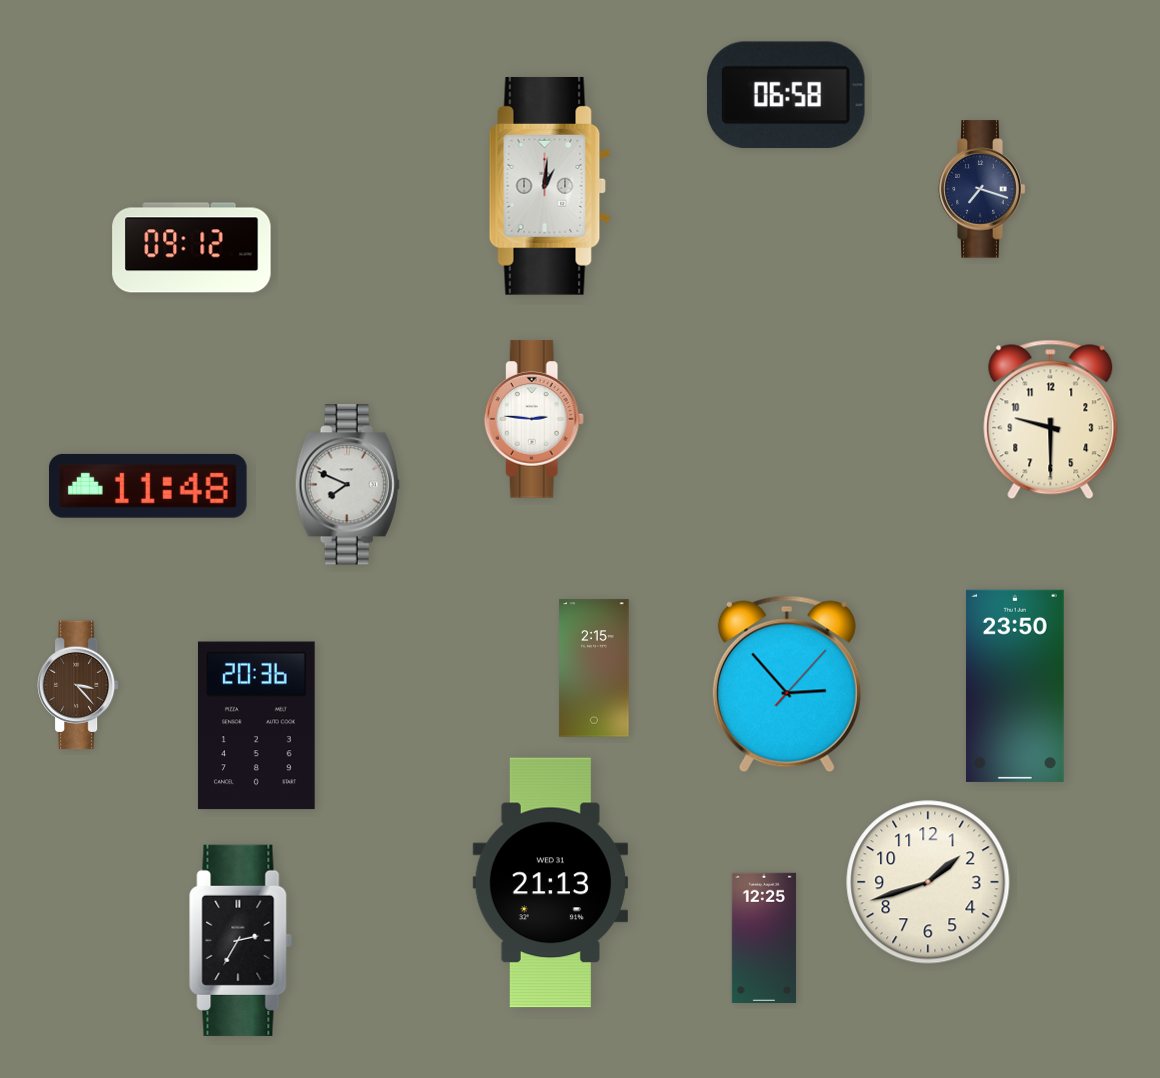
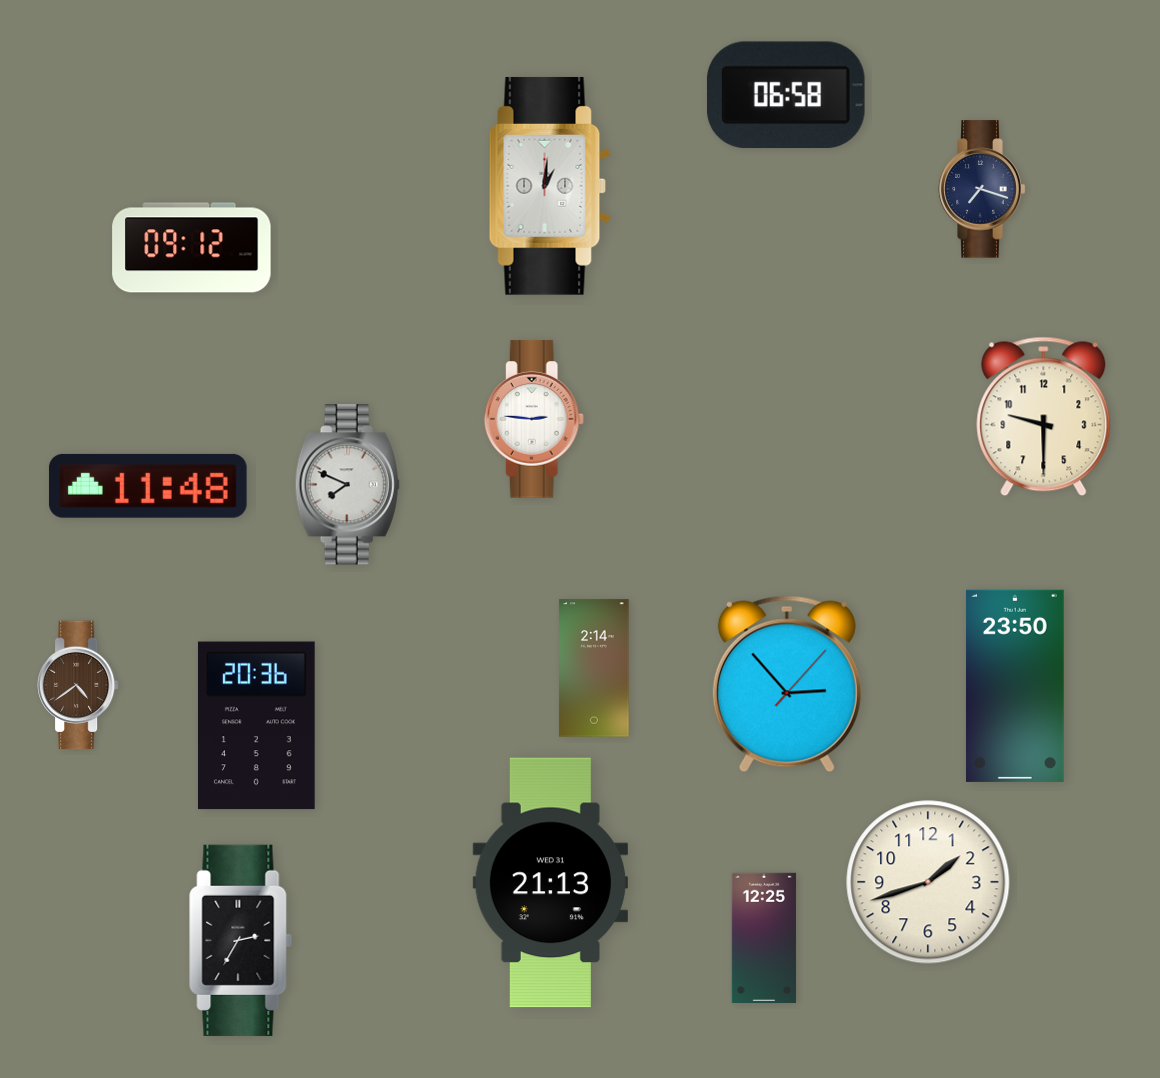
clock at (1051, 420) position: (1051, 420) -> (1044, 417)
clock at (594, 668): 2:15 -> 2:14
clock at (79, 685): 3:23 -> 4:39
